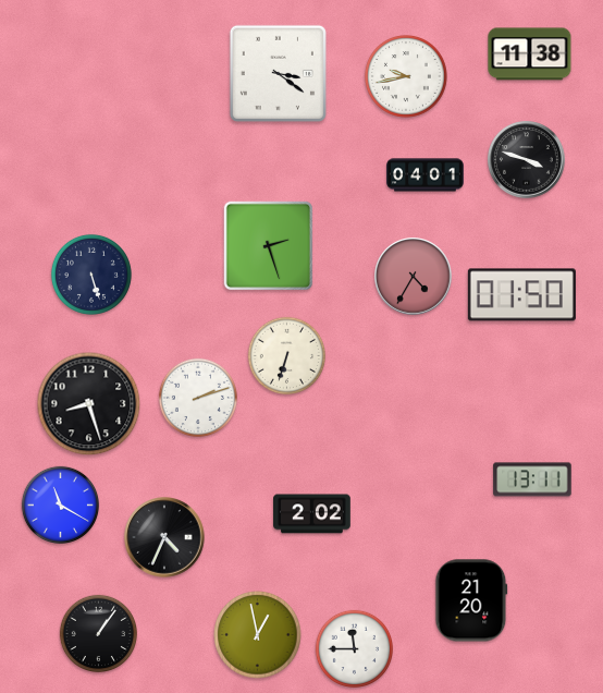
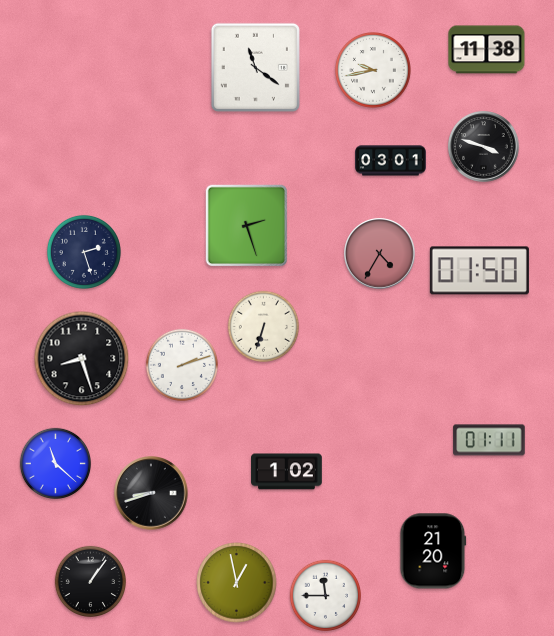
clock at (278, 73): 3:21 -> 11:21
clock at (426, 175): 04:01 -> 03:01
clock at (91, 275): 5:27 -> 2:27
clock at (89, 404) position: (89, 404) -> (82, 359)
clock at (532, 479): 13:11 -> 01:11
clock at (60, 504): 11:20 -> 11:22
clock at (312, 514): 2:02 -> 1:02
clock at (164, 537): 4:34 -> 8:42
